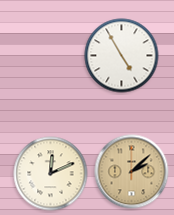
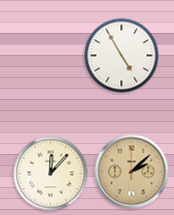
clock at (51, 174): 12:11 -> 12:07
